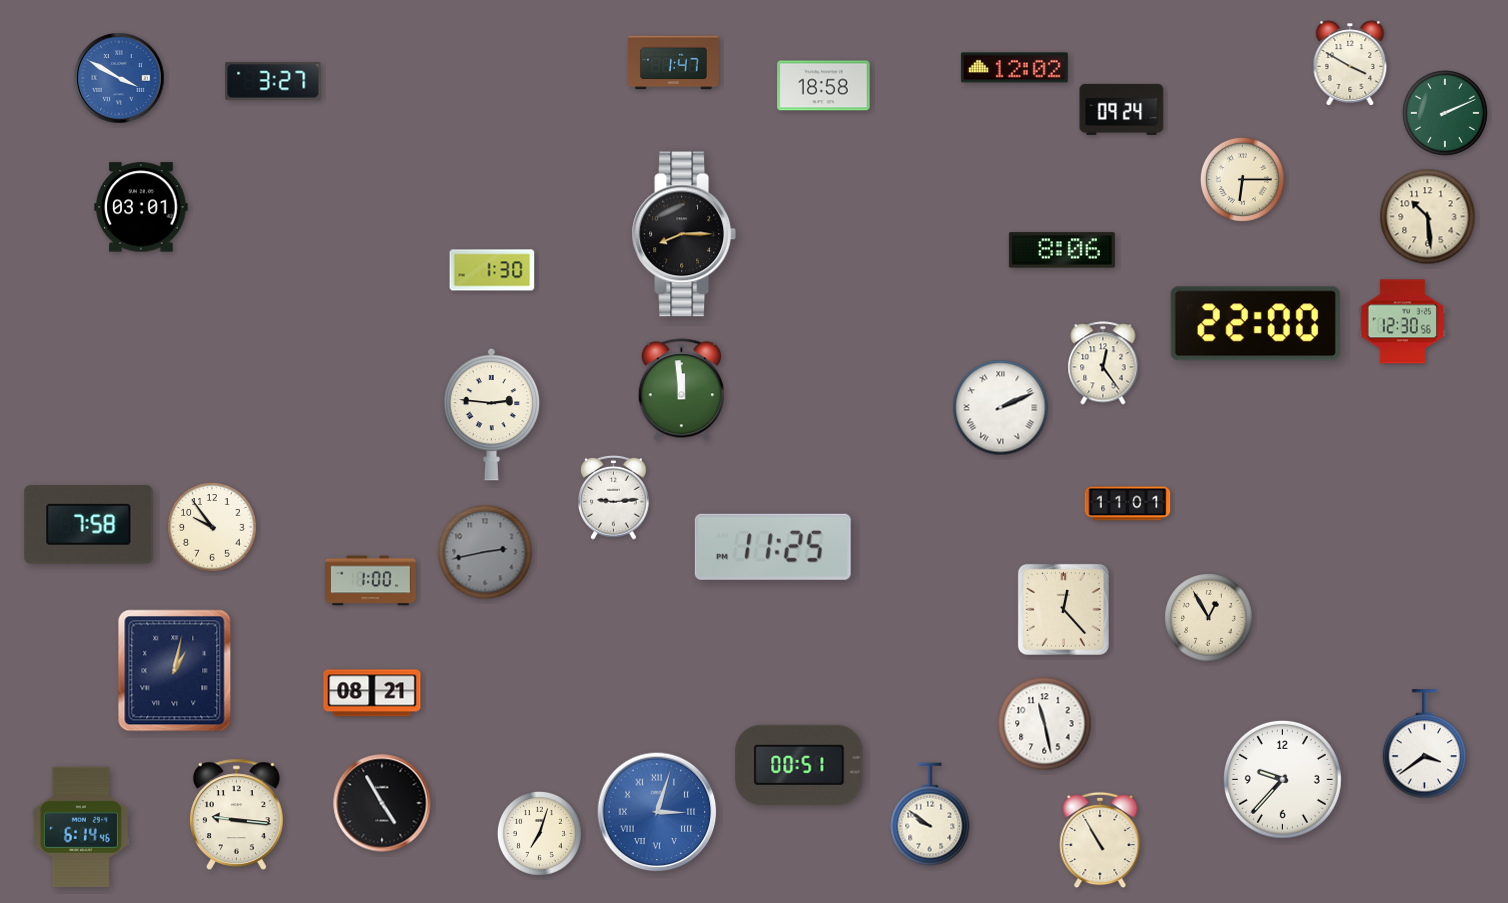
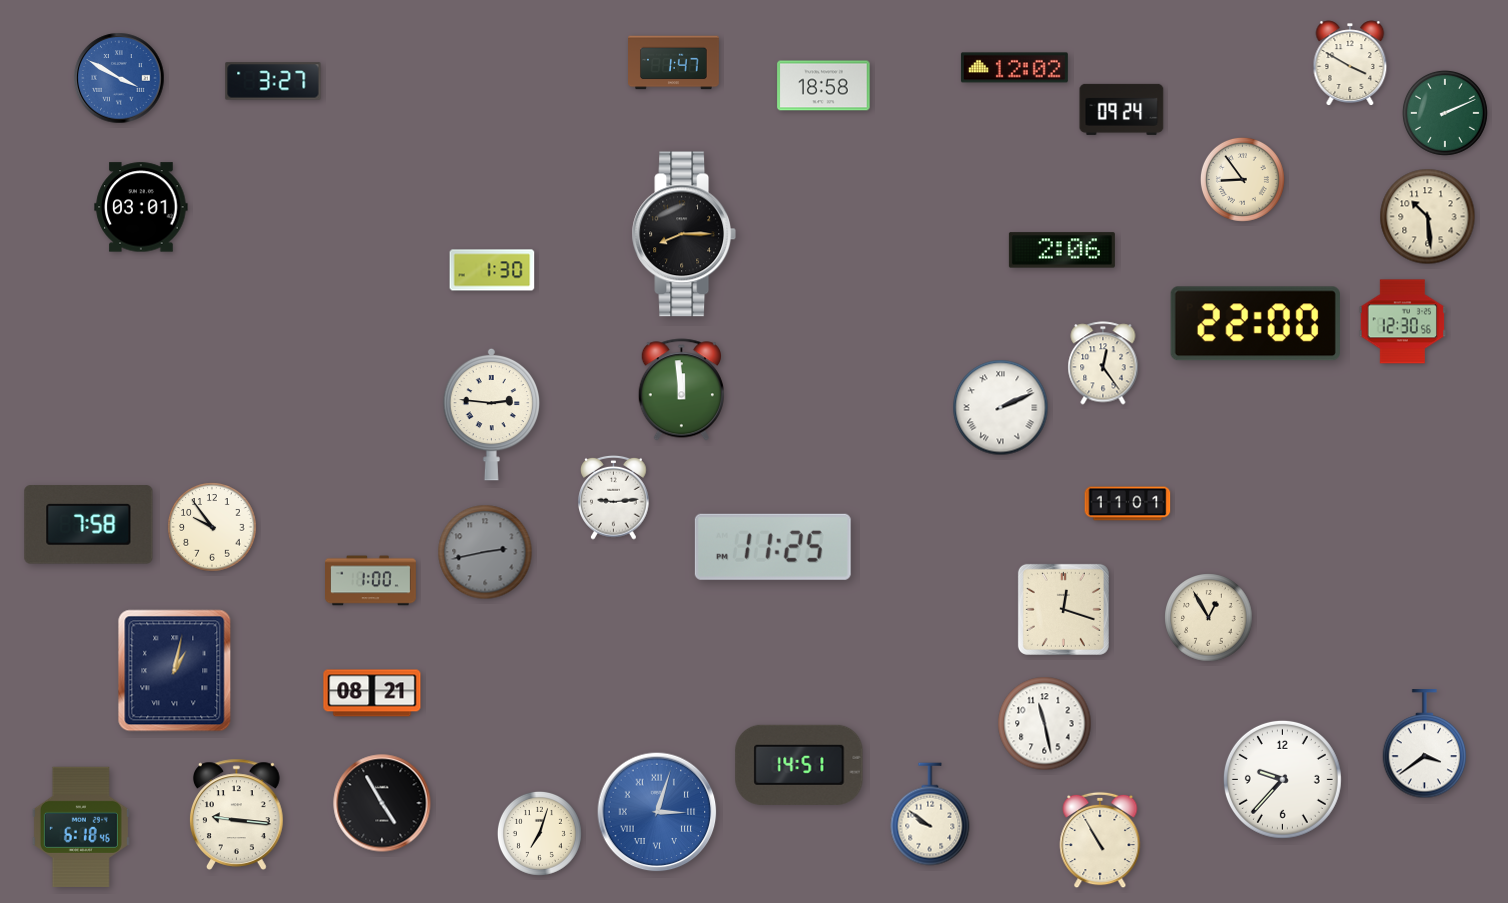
clock at (1242, 179): 6:15 -> 8:54
clock at (1062, 250): 8:06 -> 2:06
clock at (1063, 609): 12:23 -> 12:18
clock at (799, 765): 00:51 -> 14:51
clock at (81, 827): 6:14 -> 6:18
